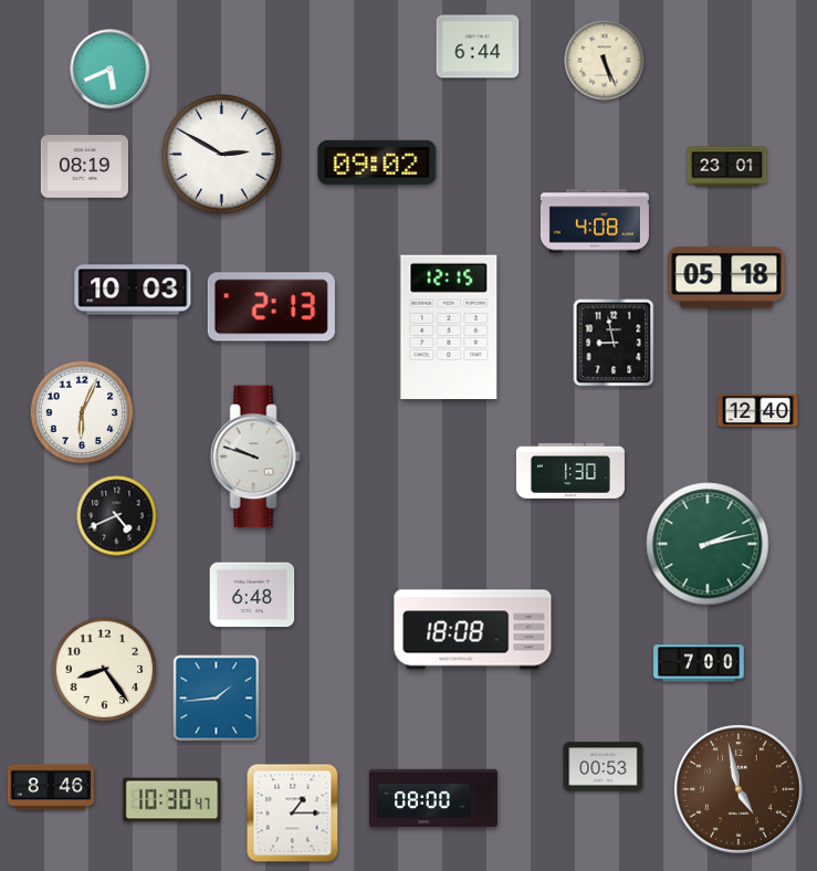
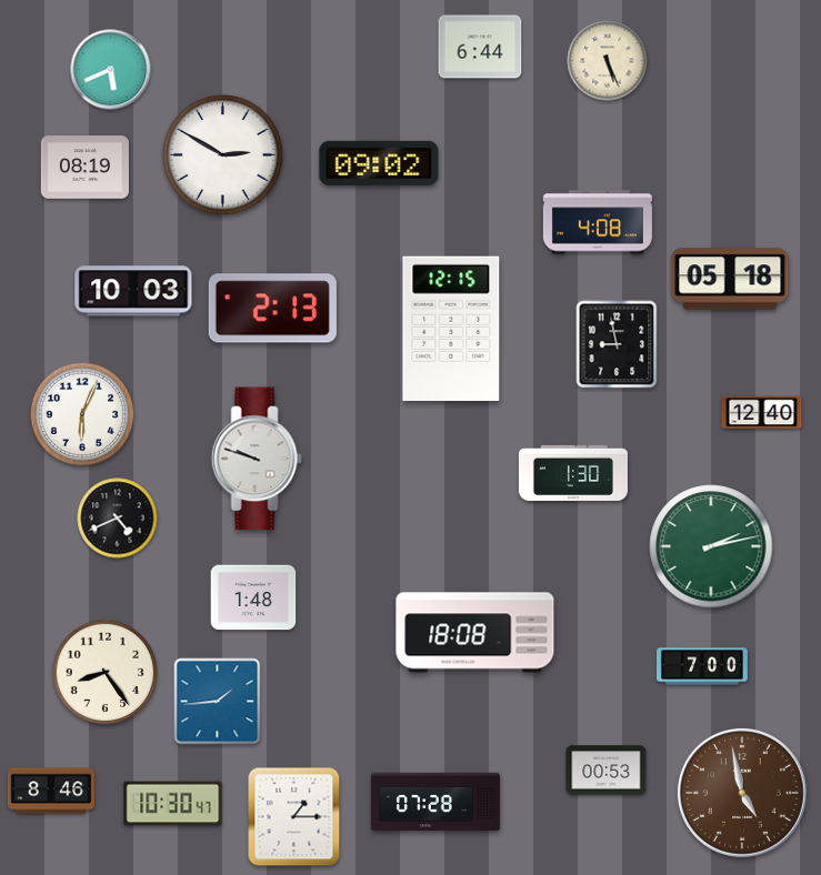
clock at (727, 167): 23:01 -> none
clock at (252, 595): 6:48 -> 1:48
clock at (433, 798): 08:00 -> 07:28
